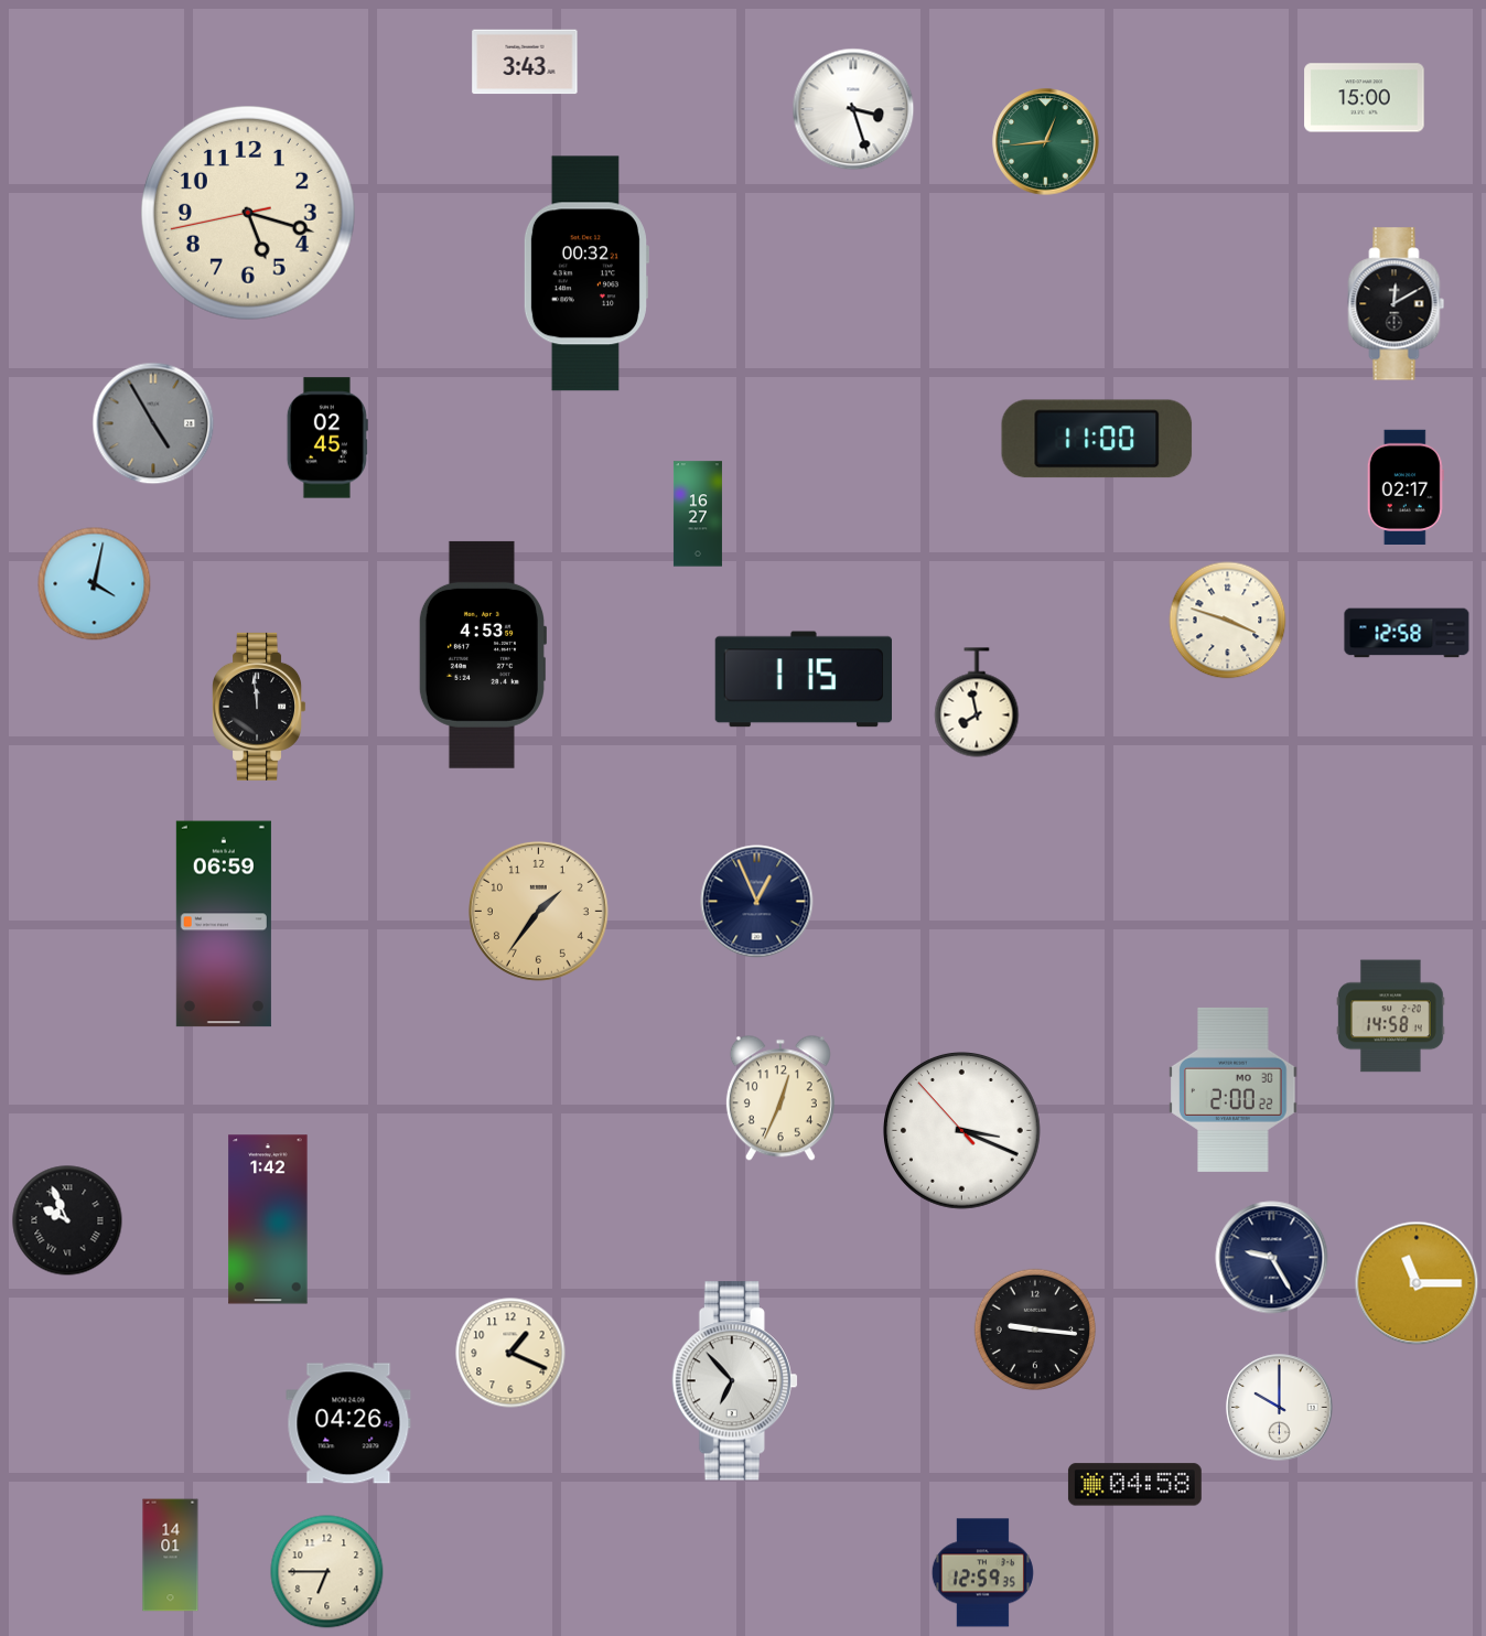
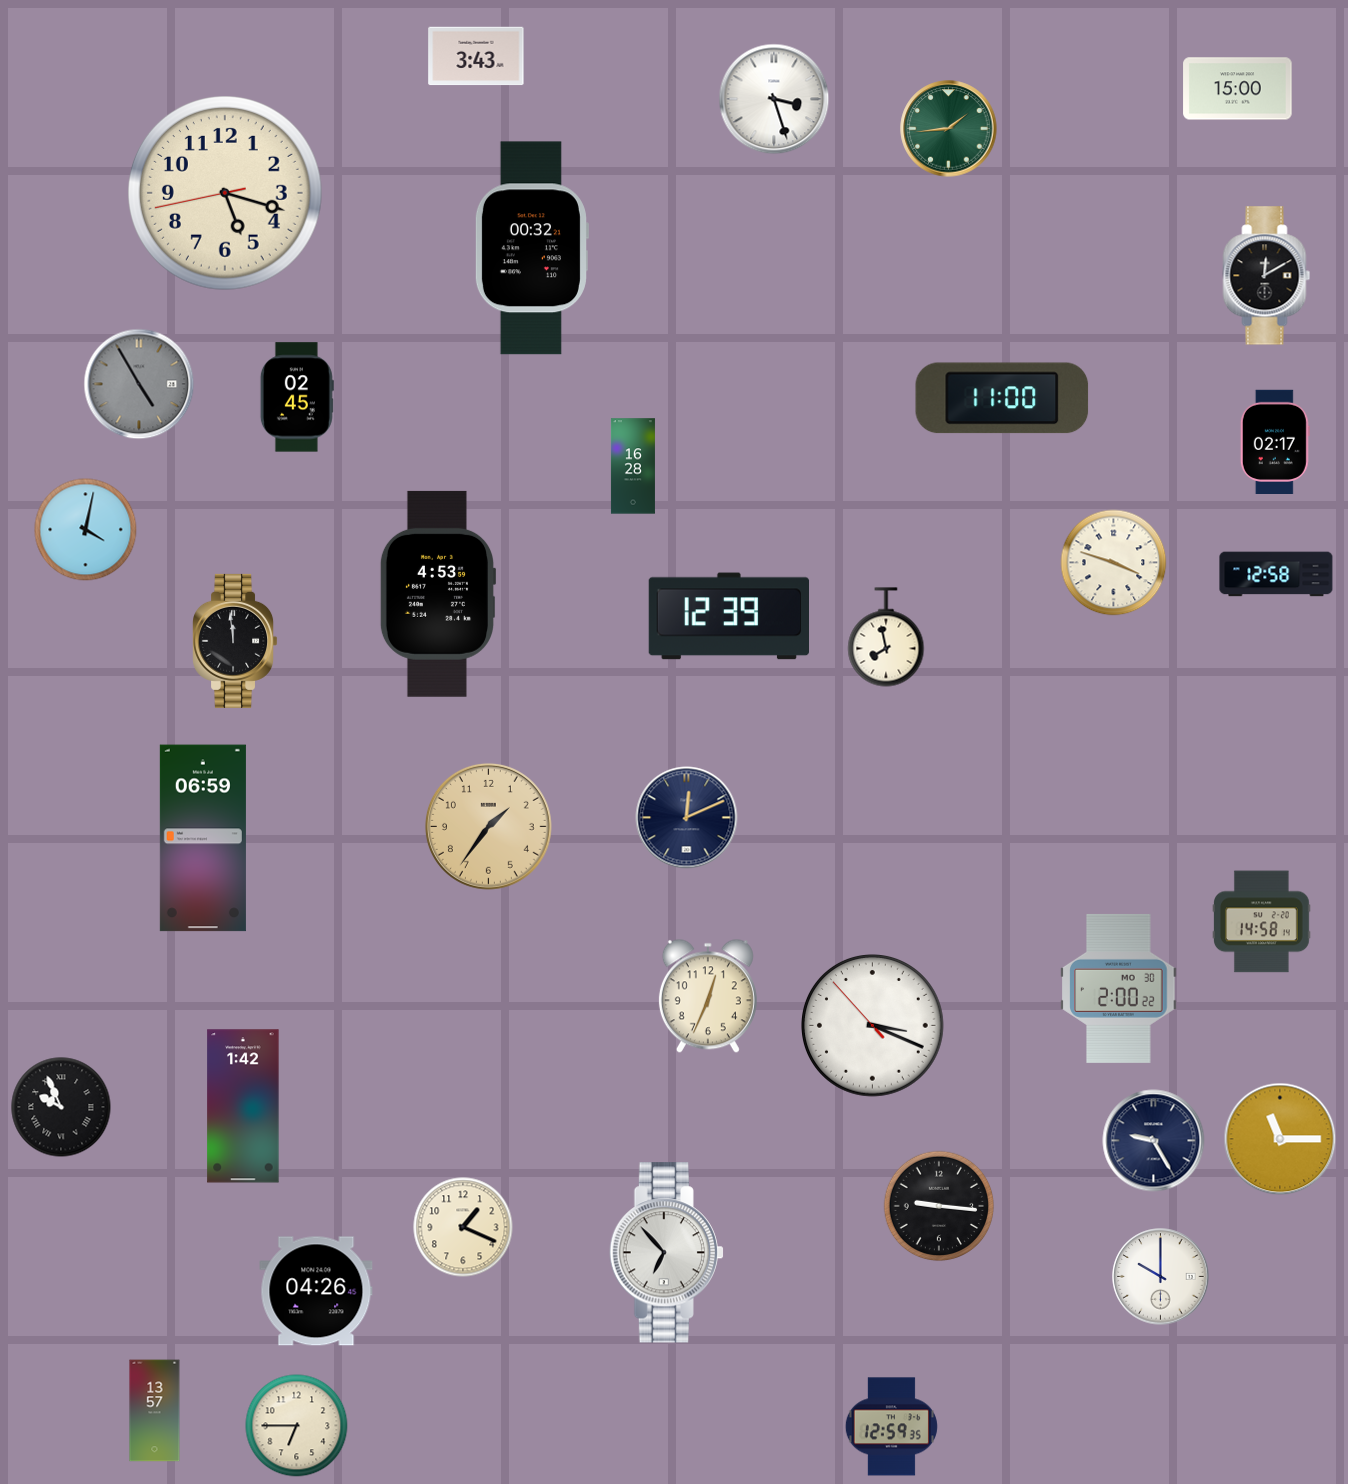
clock at (1046, 142): 12:44 -> 1:44
clock at (1097, 439) position: (1097, 439) -> (1002, 398)
clock at (698, 514): 16:27 -> 16:28
clock at (803, 679): 1:15 -> 12:39
clock at (757, 902): 12:56 -> 12:11
clock at (1417, 1283) position: (1417, 1283) -> (1280, 1139)
clock at (1134, 1485): 04:58 -> none
clock at (171, 1556): 14:01 -> 13:57
